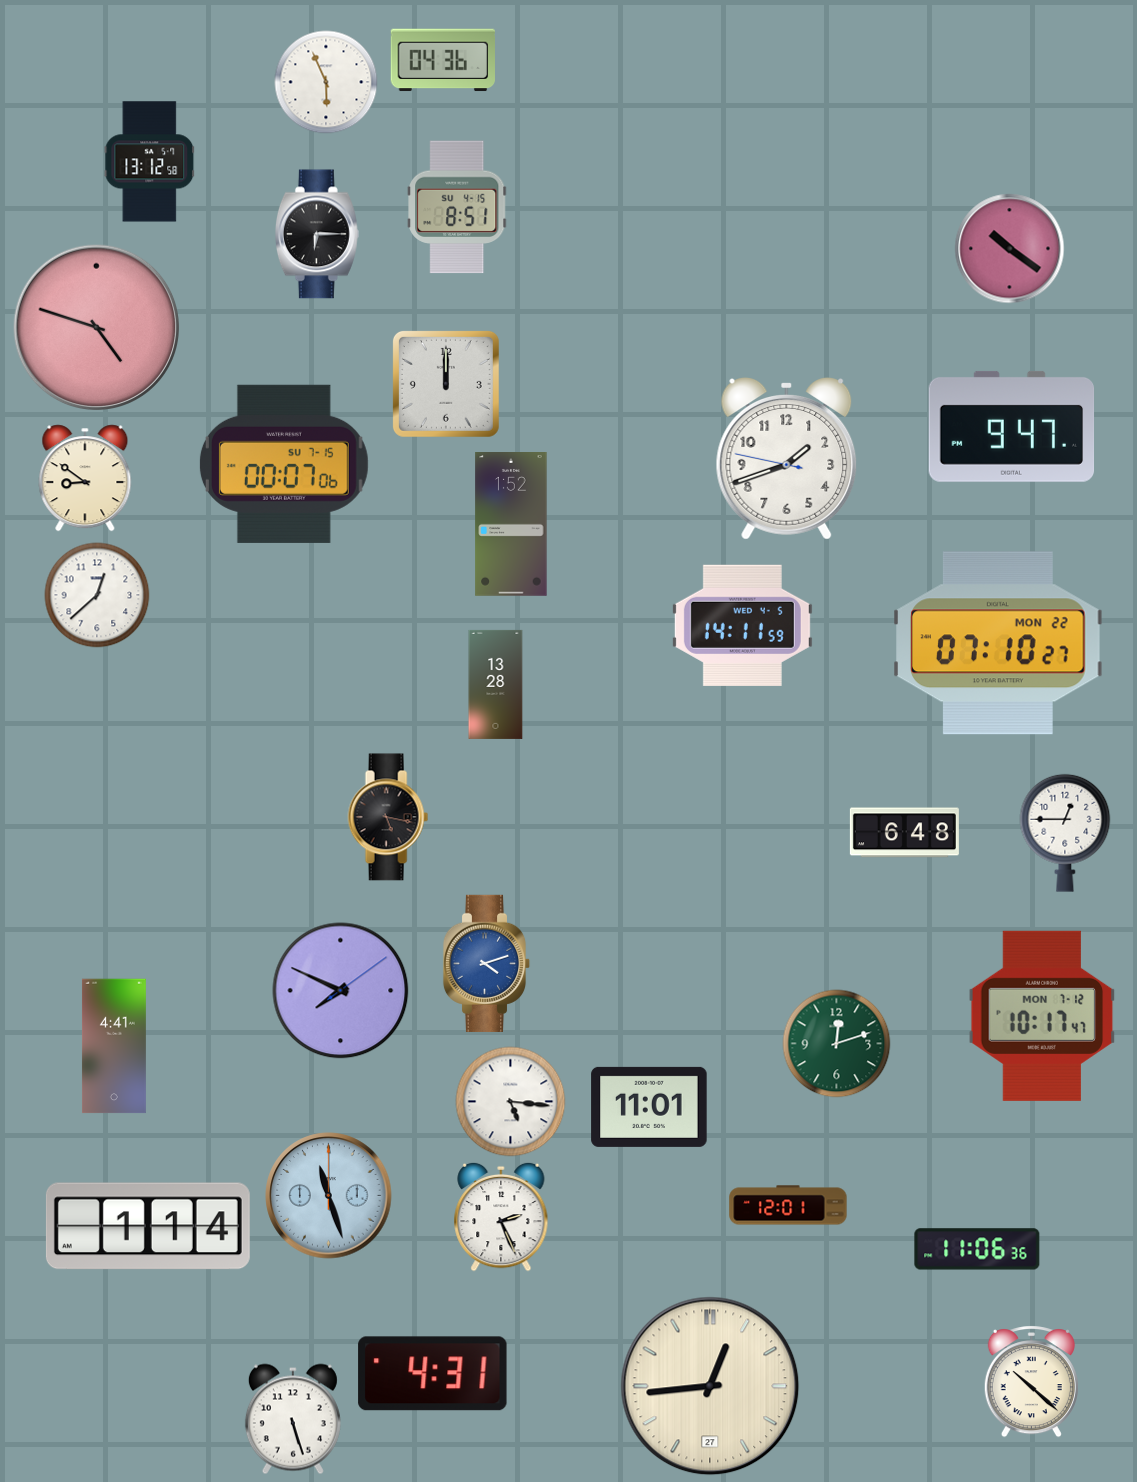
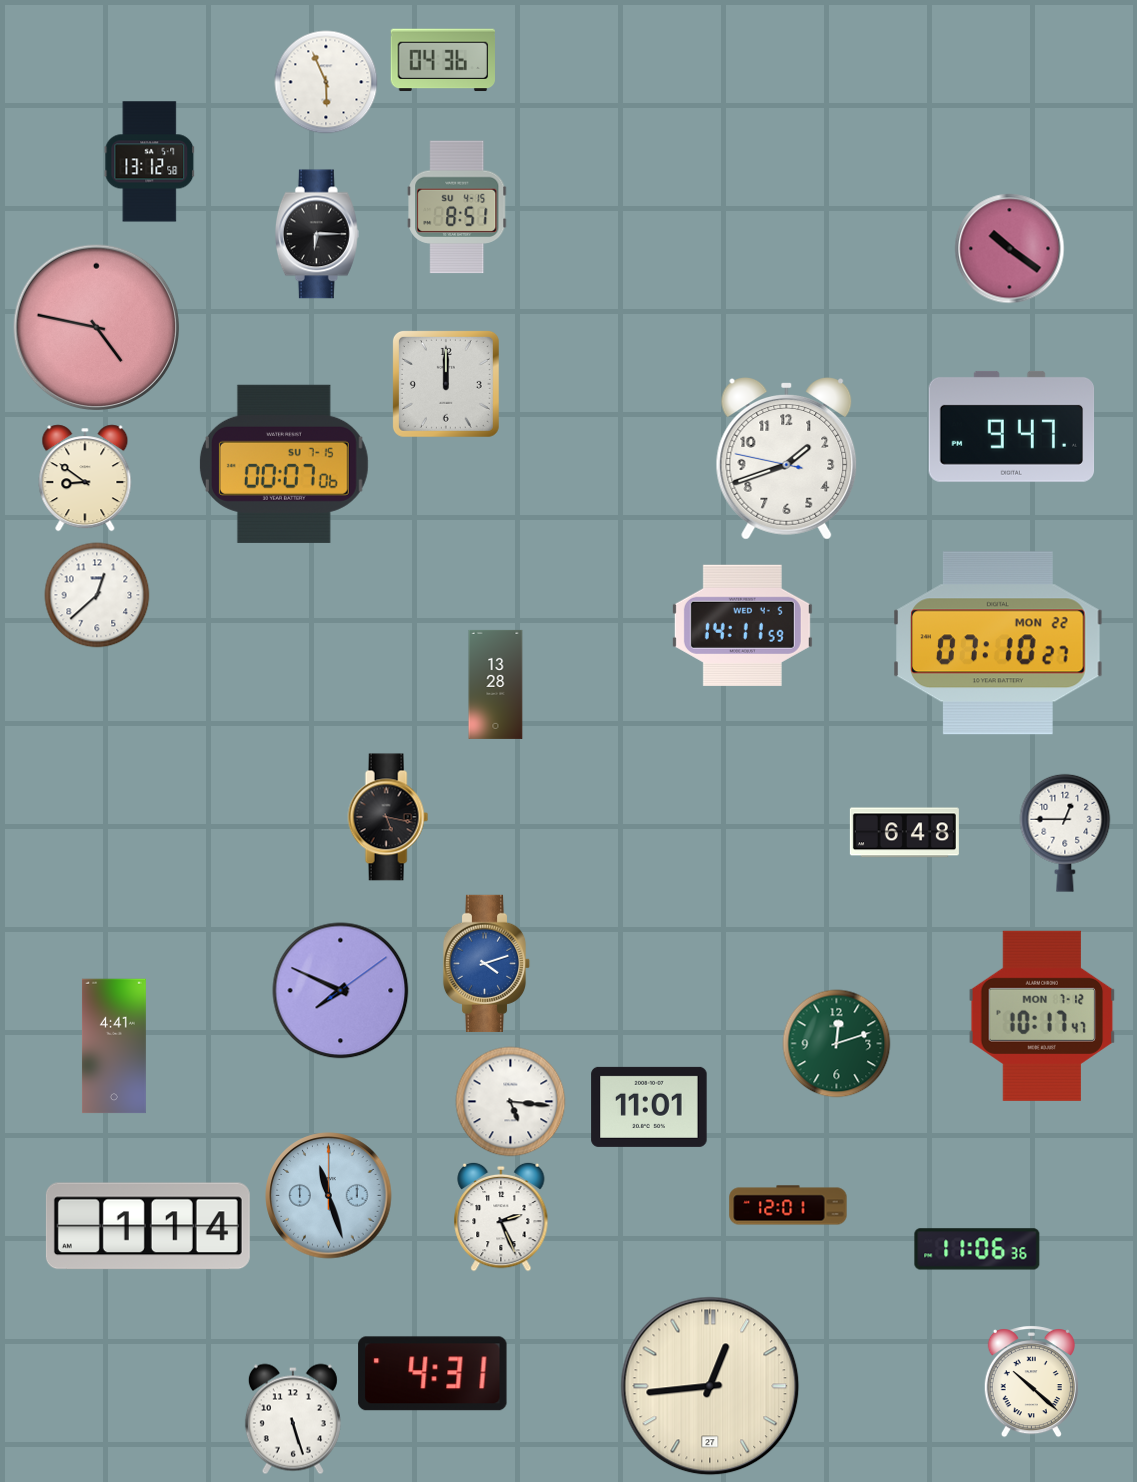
clock at (96, 327): 4:48 -> 4:47
clock at (511, 525): 1:52 -> none
